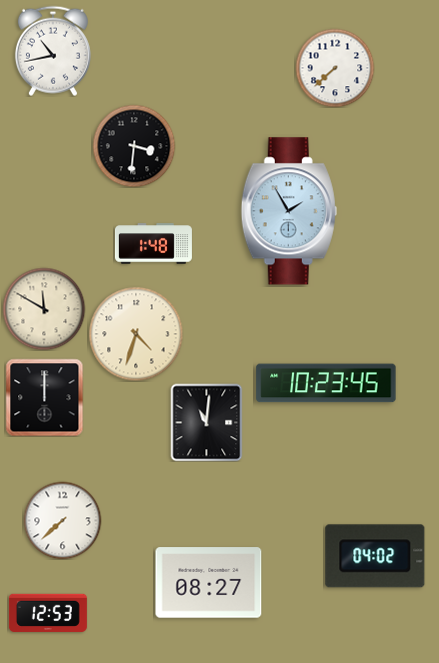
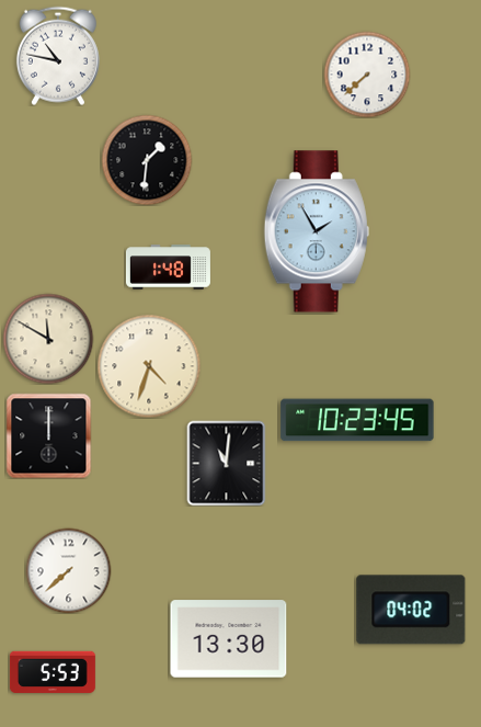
clock at (53, 51): 10:43 -> 10:47
clock at (134, 146): 3:31 -> 1:31
clock at (209, 583): 08:27 -> 13:30
clock at (48, 612): 12:53 -> 5:53
